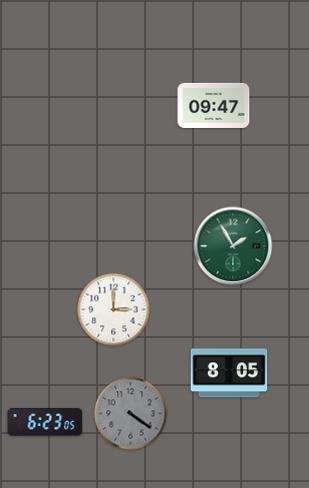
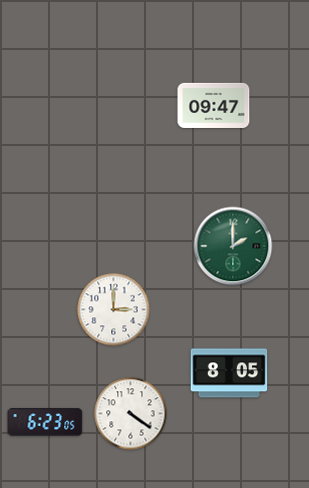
clock at (233, 246): 1:55 -> 2:00
clock at (131, 414) dial: grey -> white
